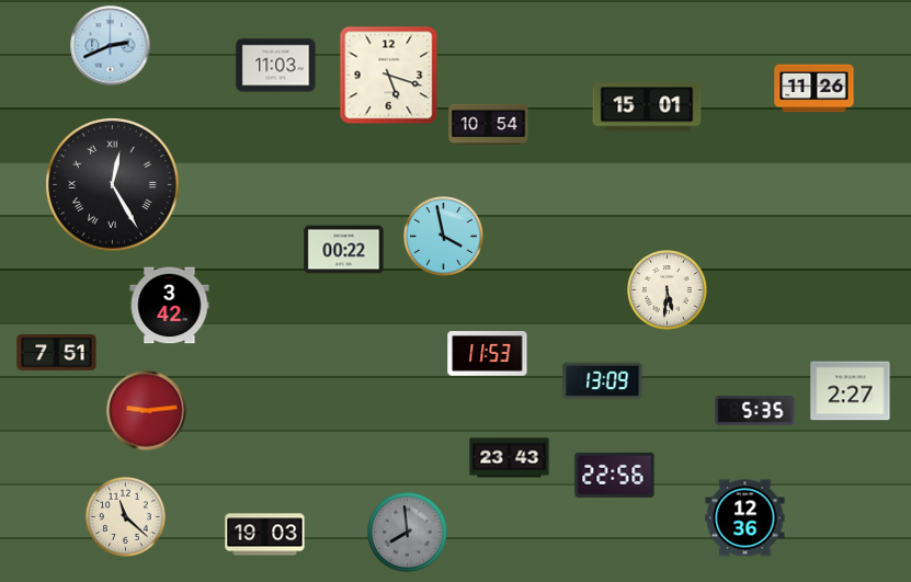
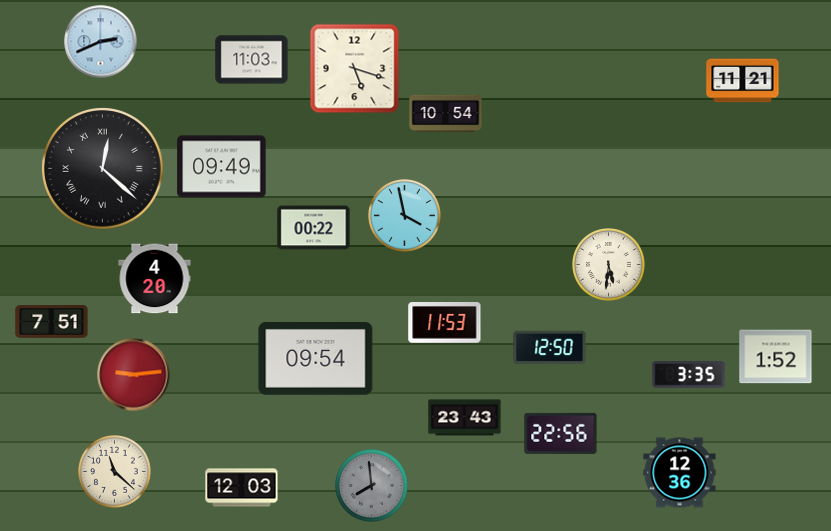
clock at (815, 89): 11:26 -> 11:21
clock at (647, 107): 15:01 -> none
clock at (222, 167): none -> 09:49
clock at (113, 185): 12:25 -> 12:22
clock at (170, 306): 3:42 -> 4:20
clock at (603, 381): 13:09 -> 12:50
clock at (851, 391): 2:27 -> 1:52
clock at (316, 359): none -> 09:54
clock at (755, 411): 5:35 -> 3:35
clock at (265, 535): 19:03 -> 12:03
